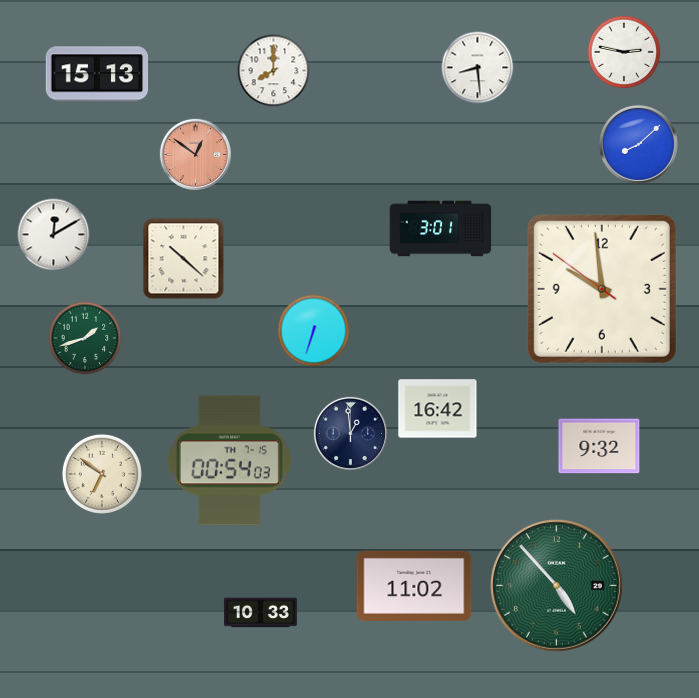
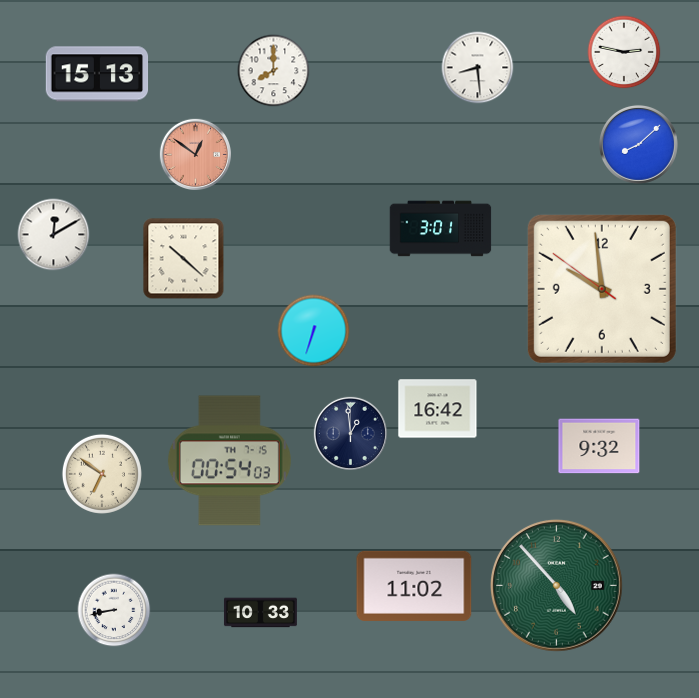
clock at (85, 338): 1:42 -> none
clock at (114, 610): none -> 8:43
